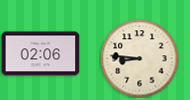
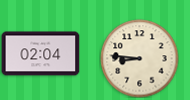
clock at (40, 54): 02:06 -> 02:04
